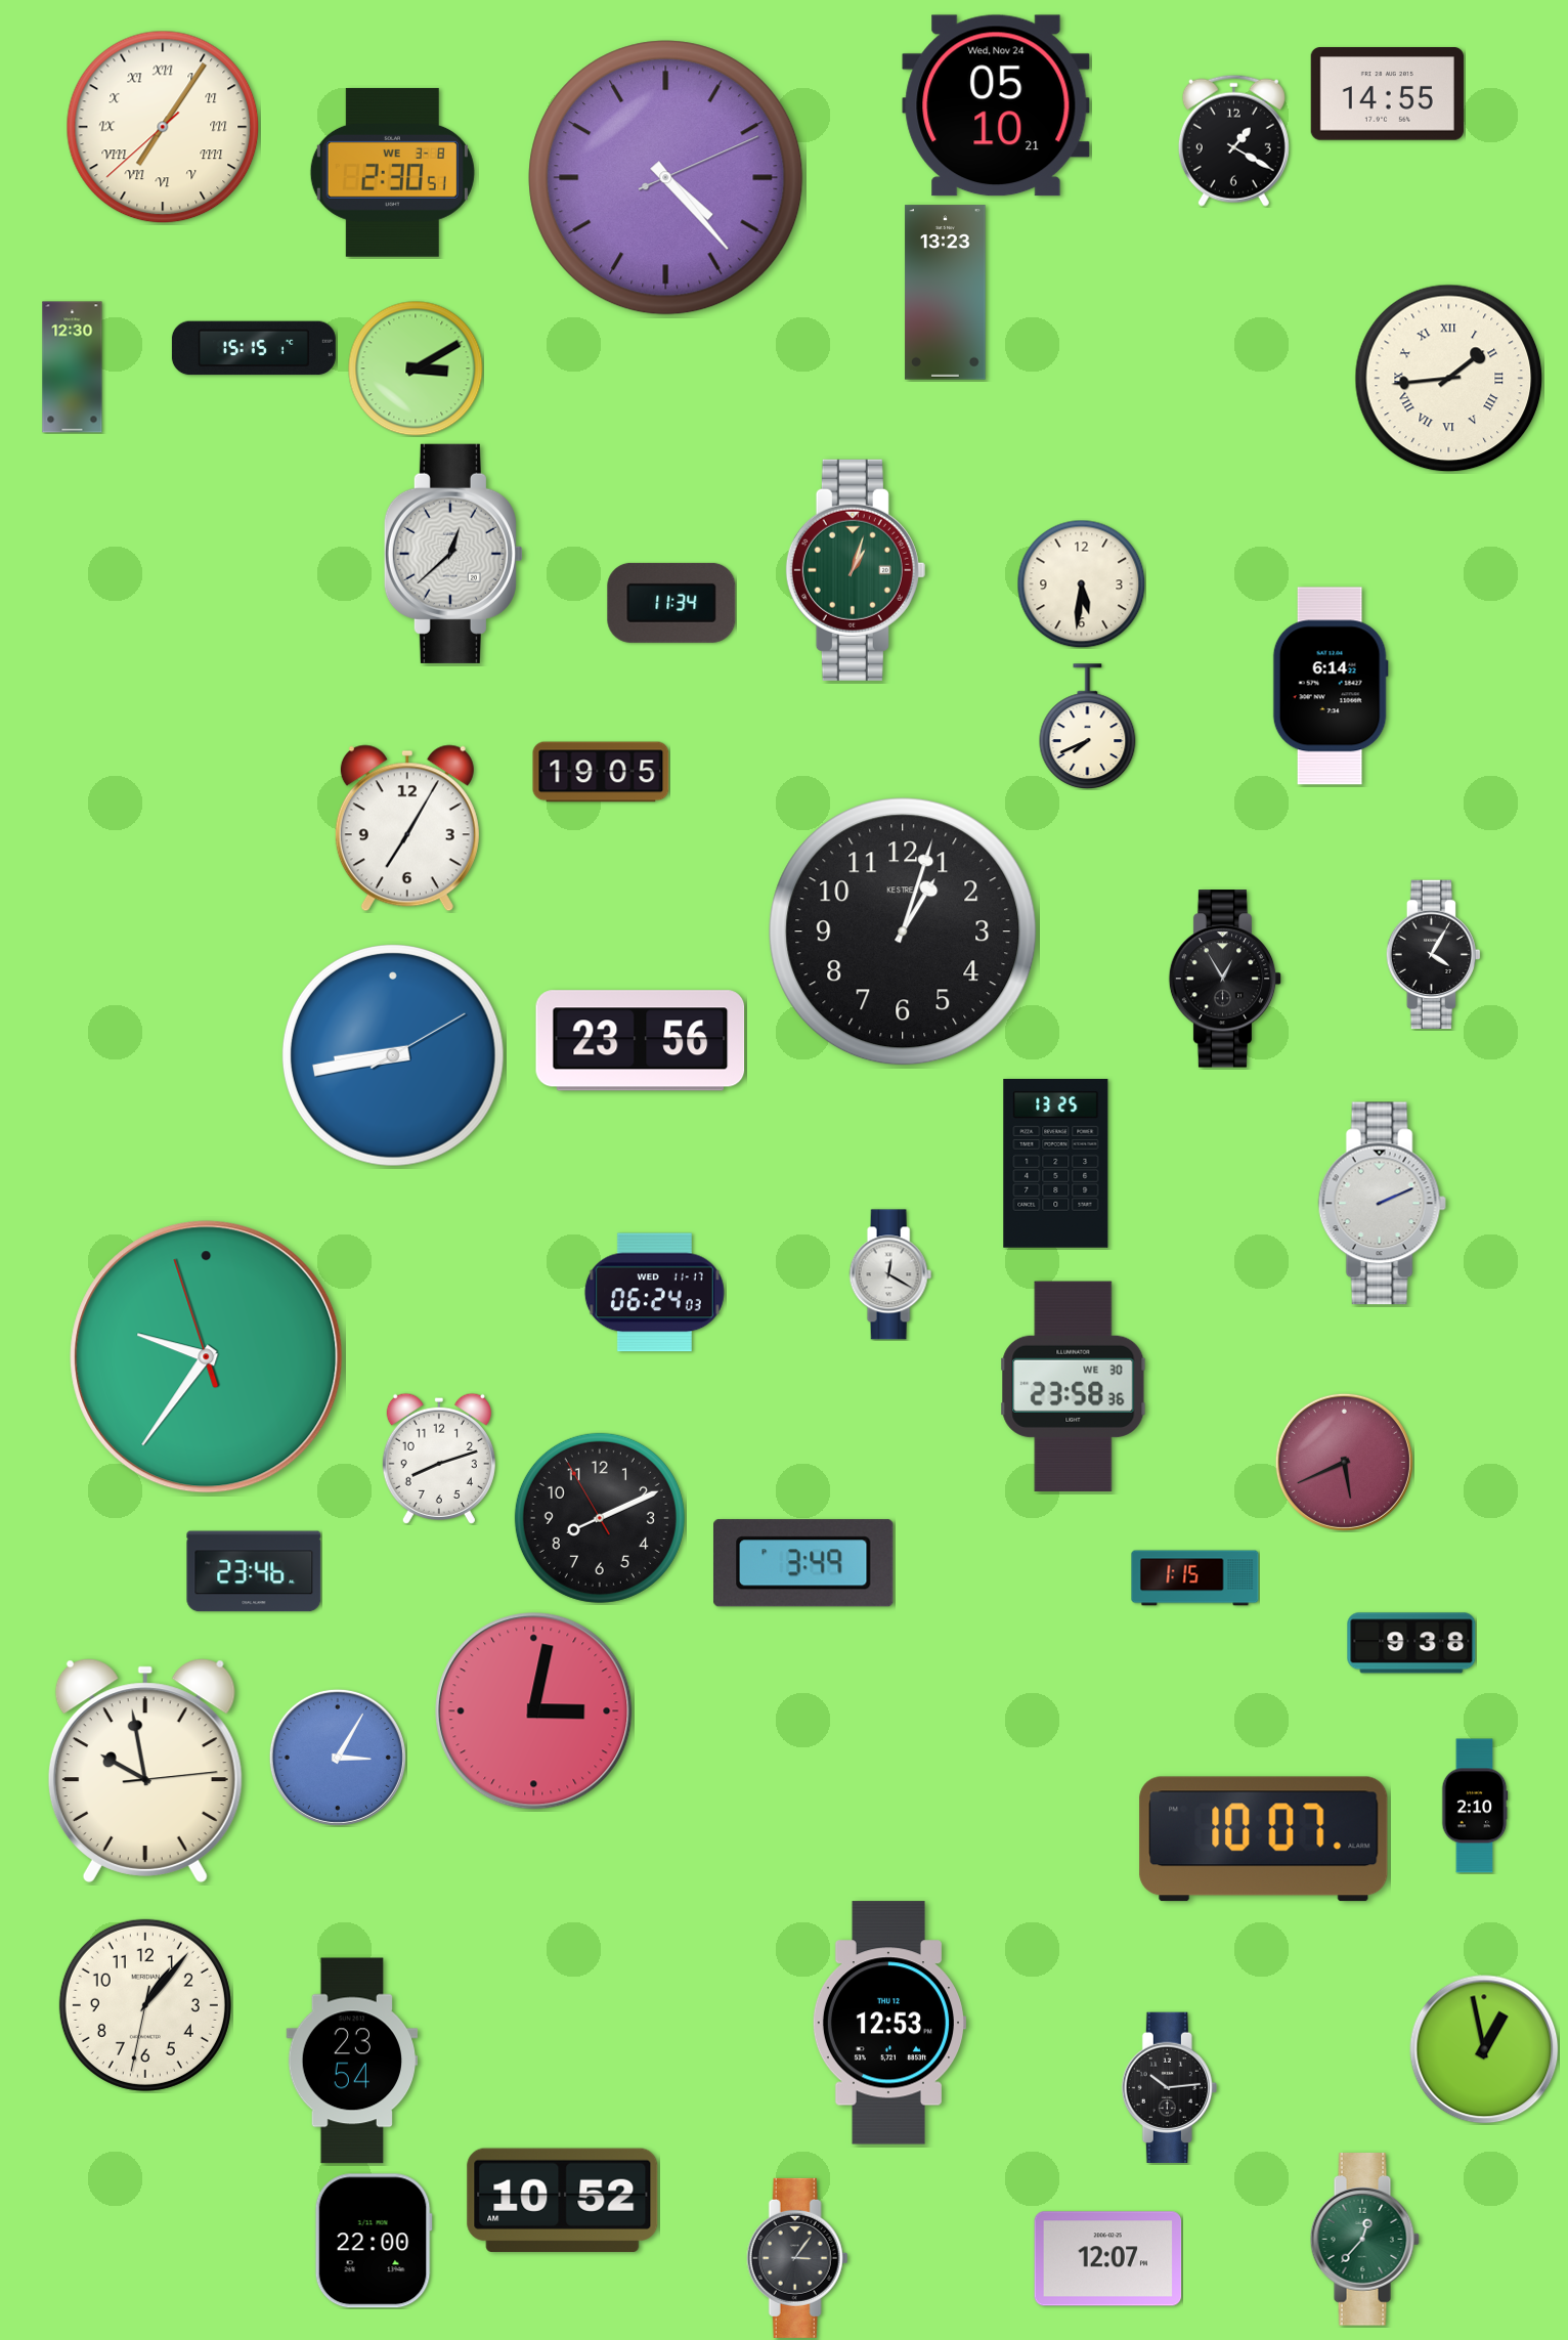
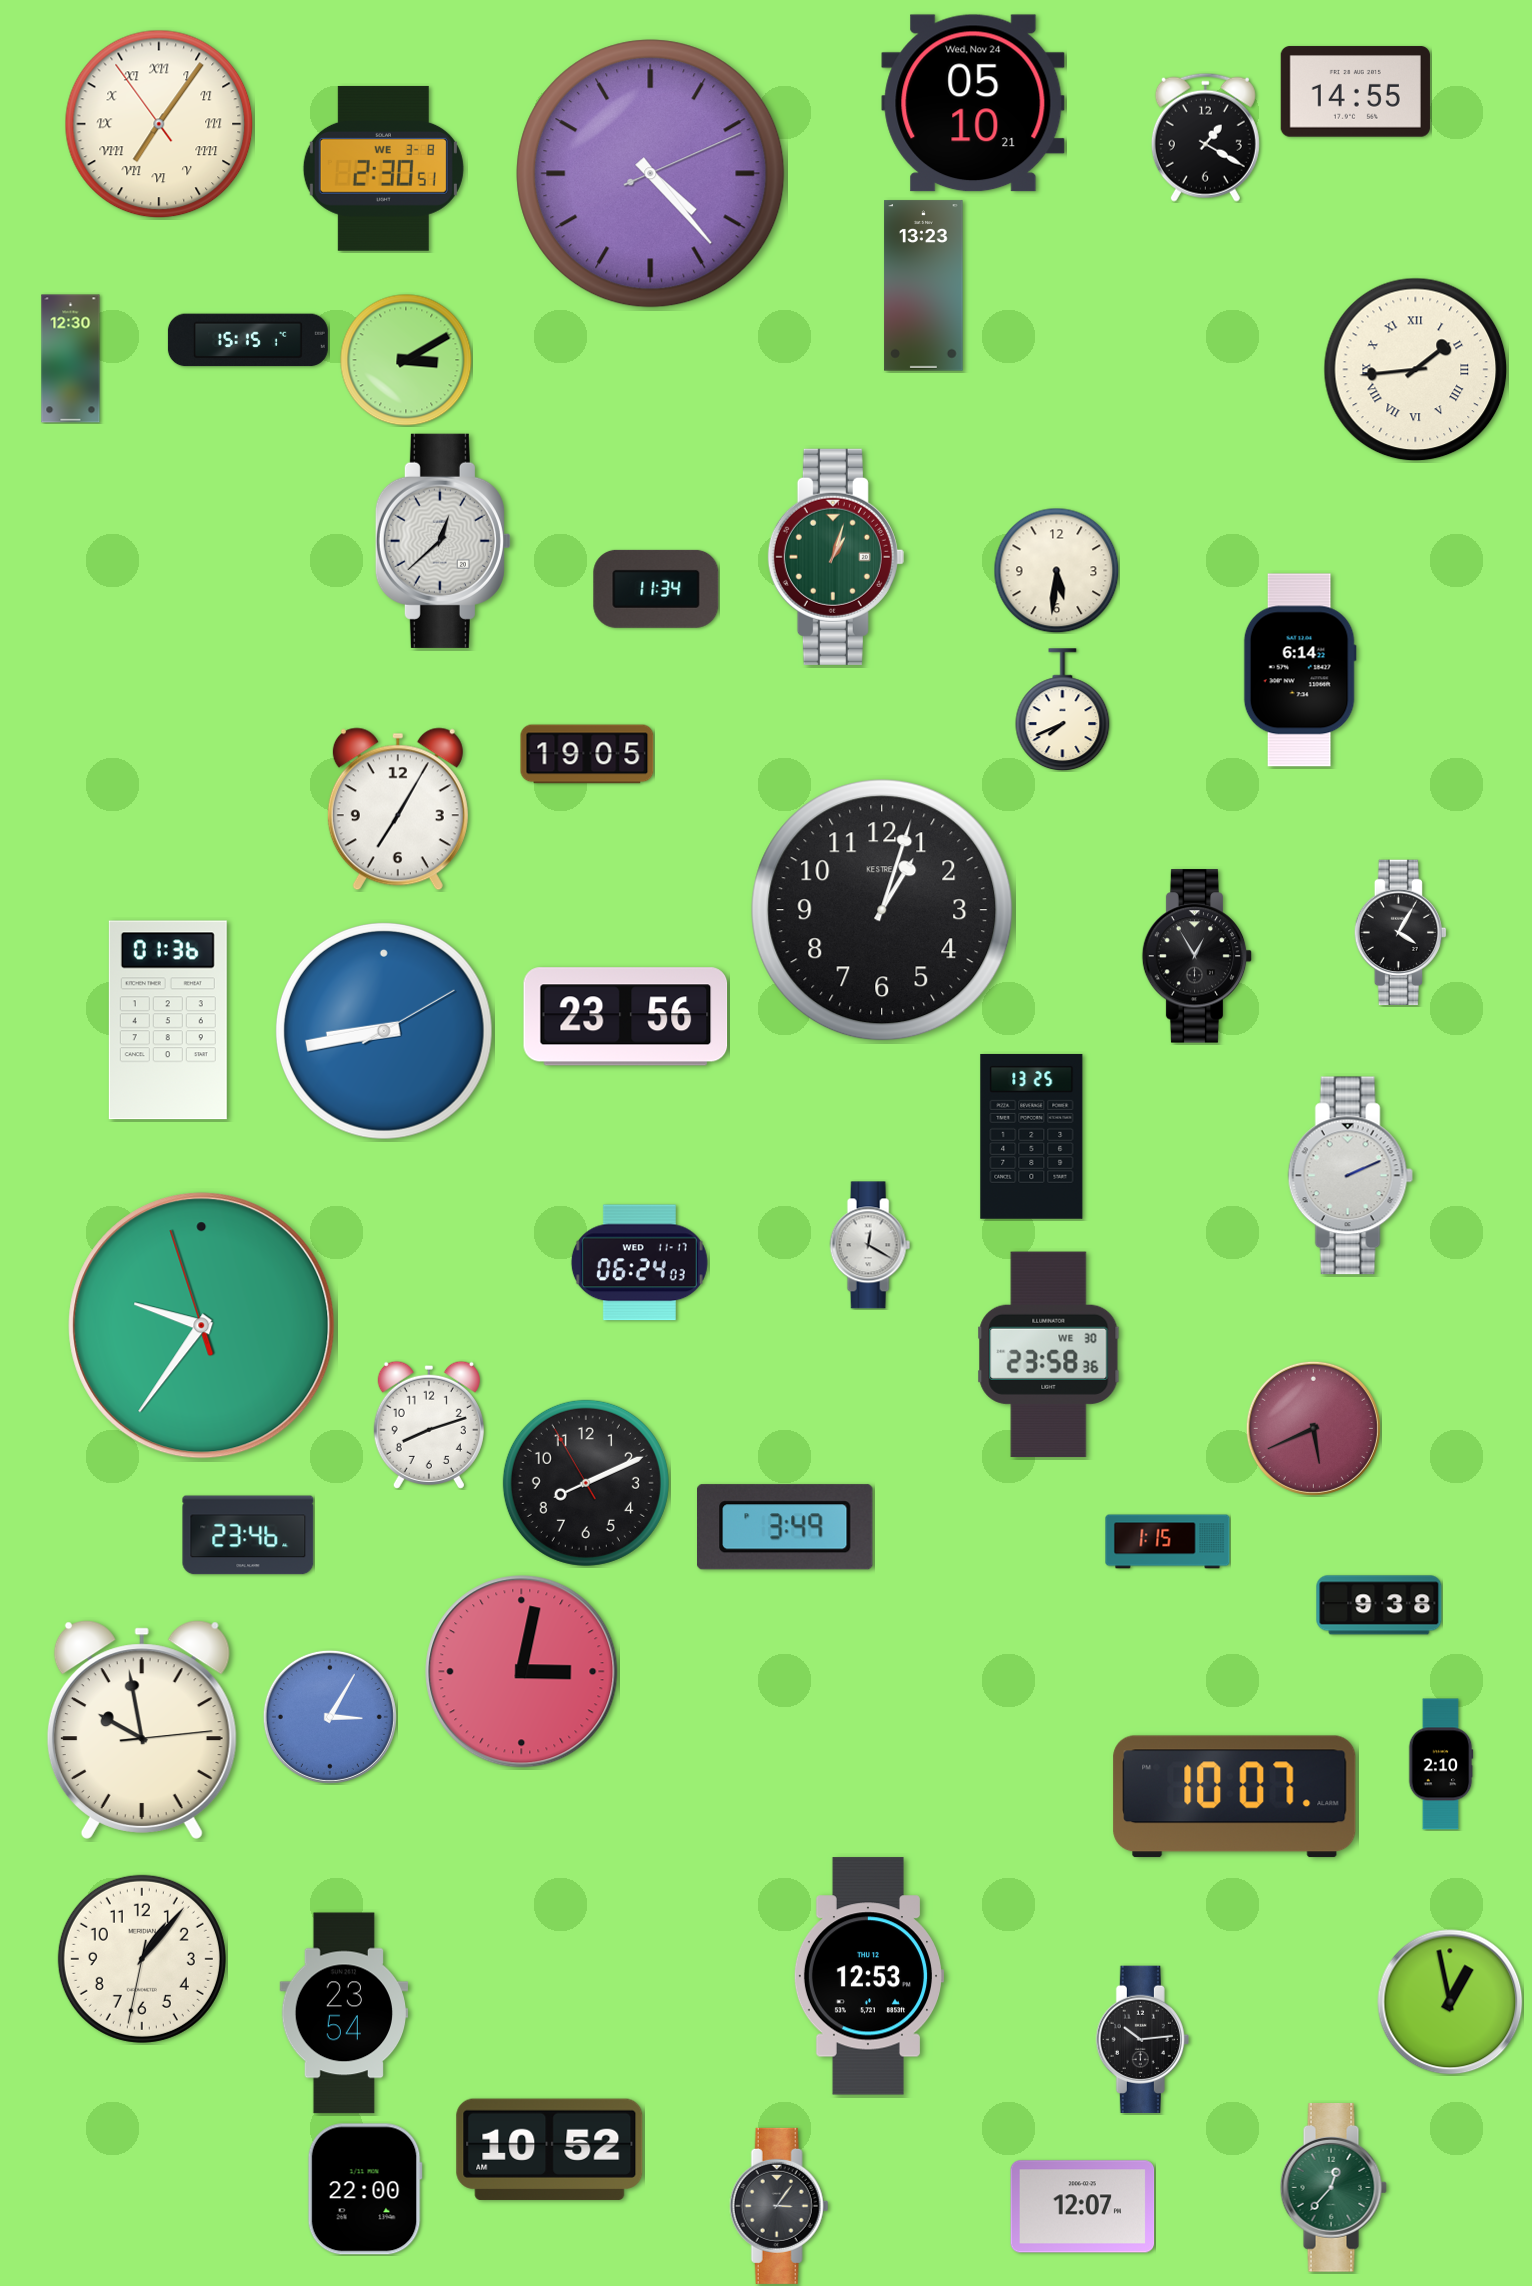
clock at (163, 127): 7:05:38 -> 7:05:54
clock at (168, 1020): none -> 01:36
